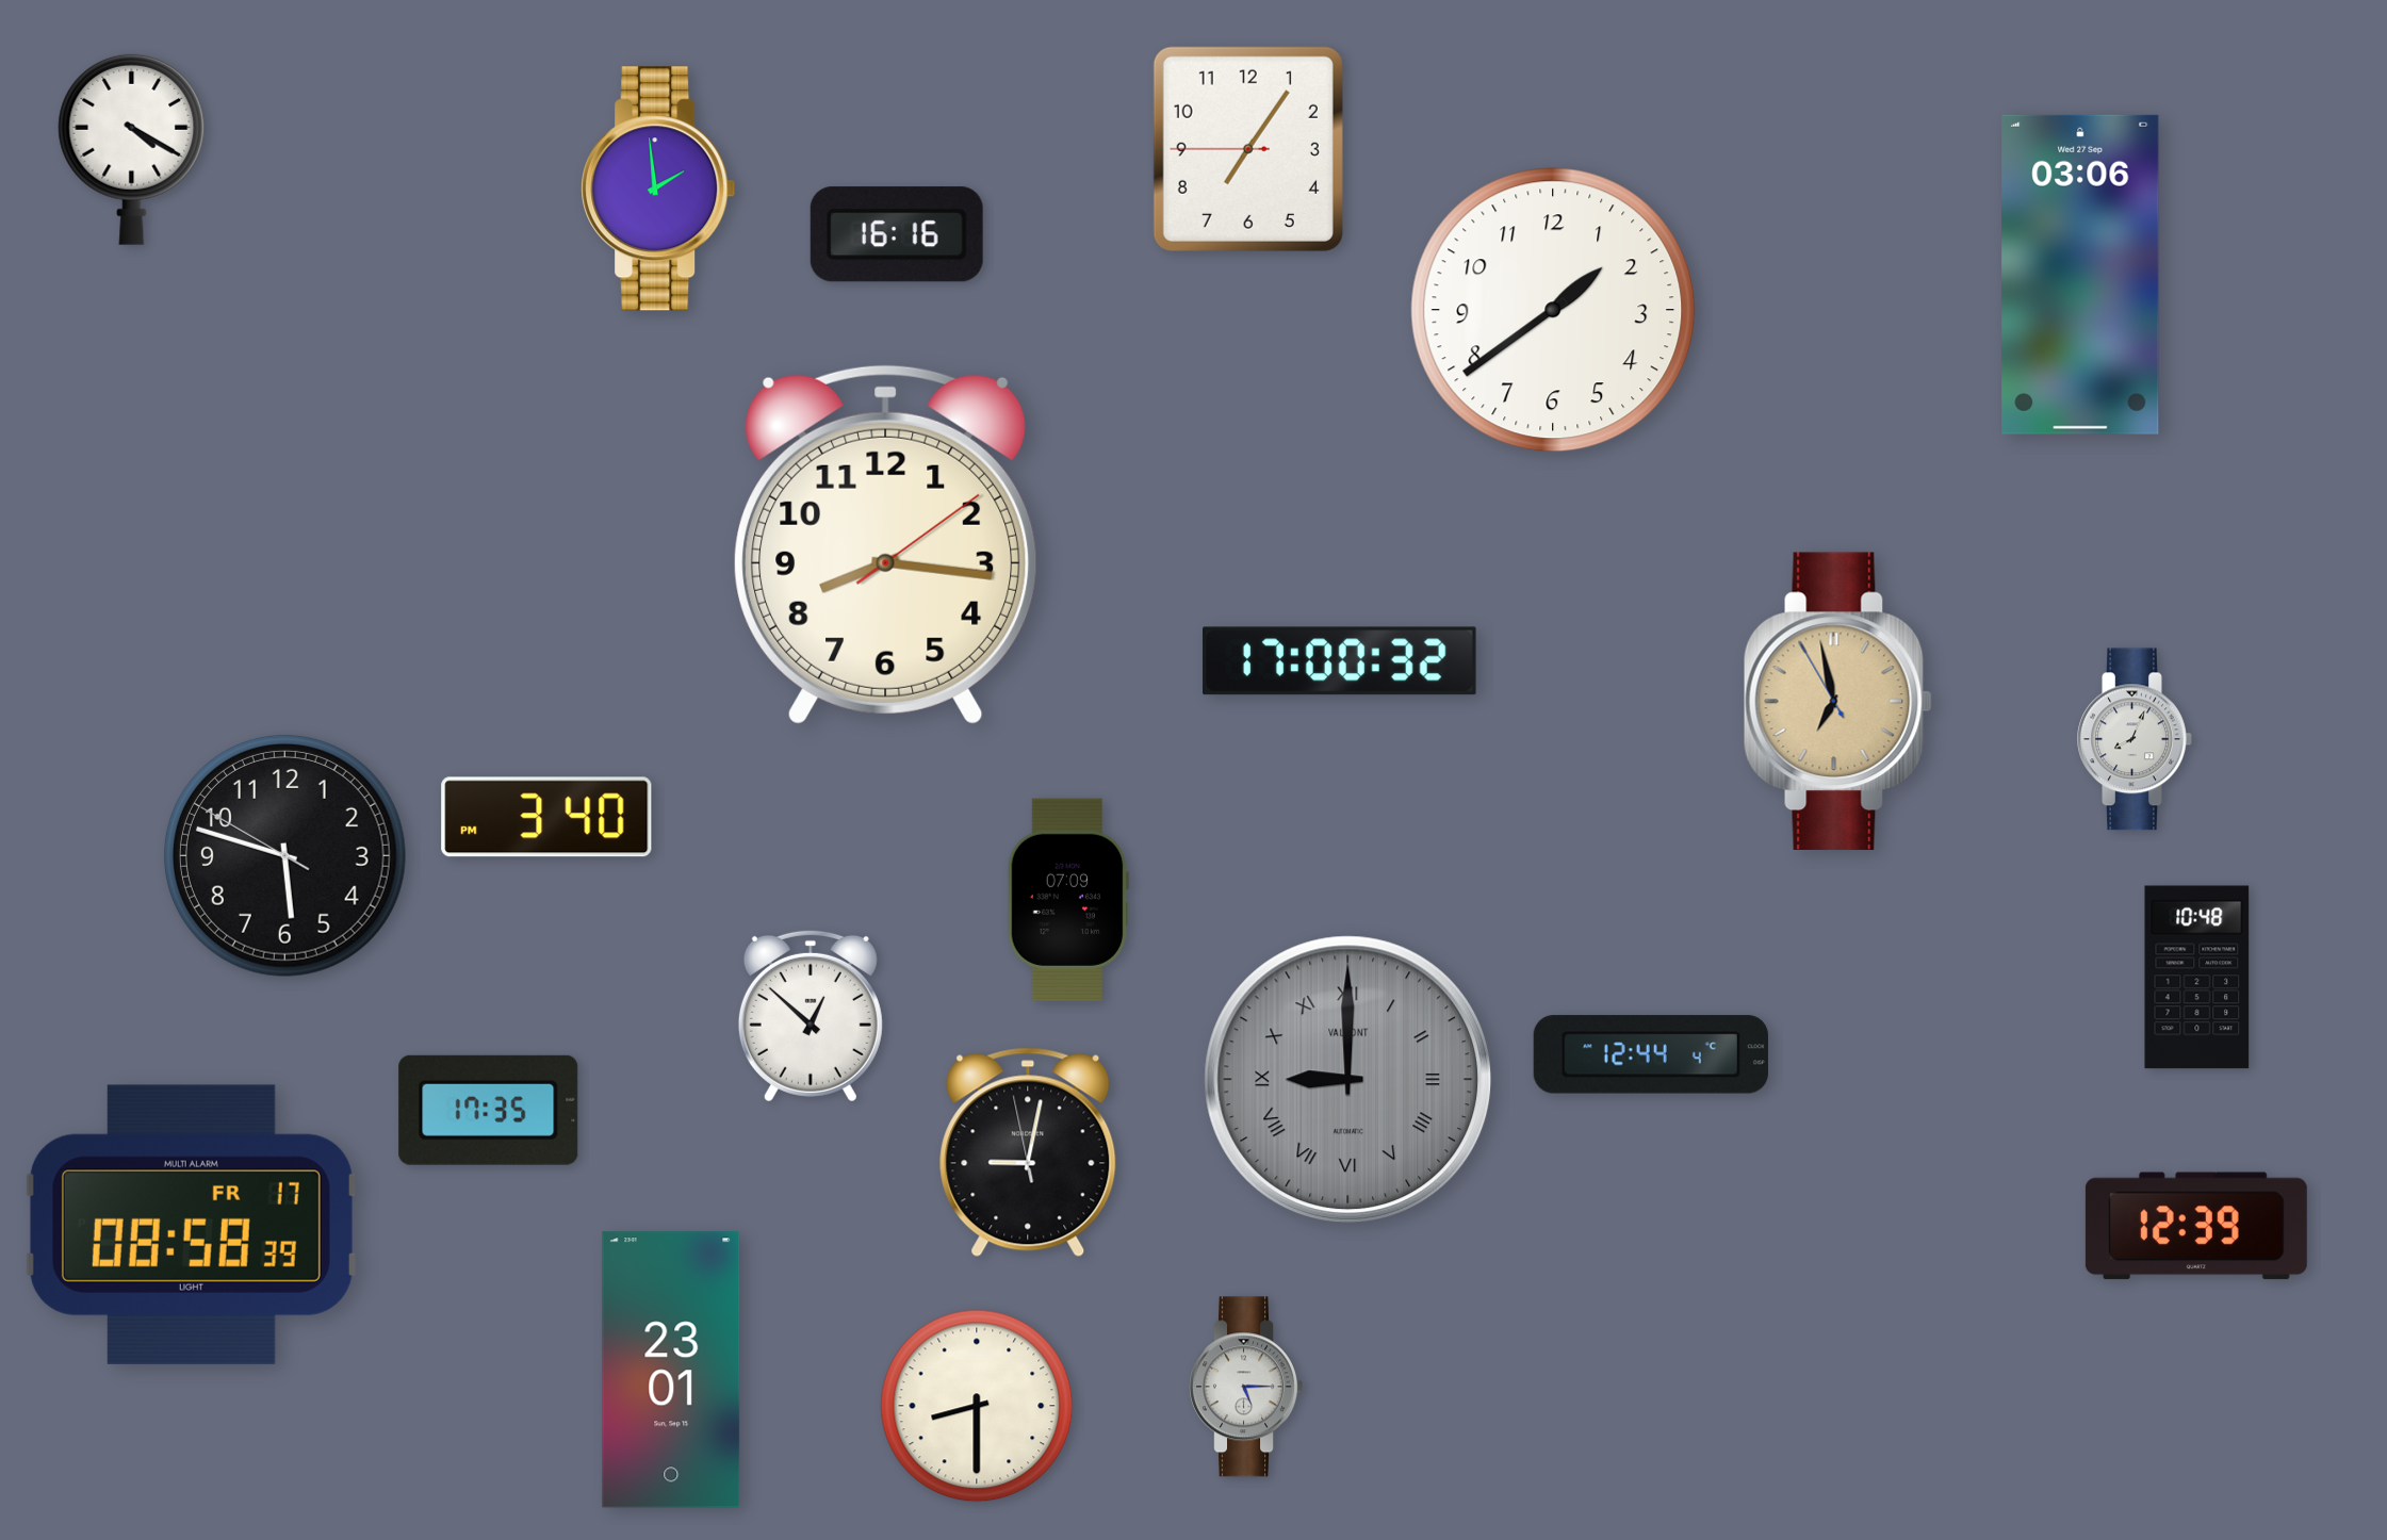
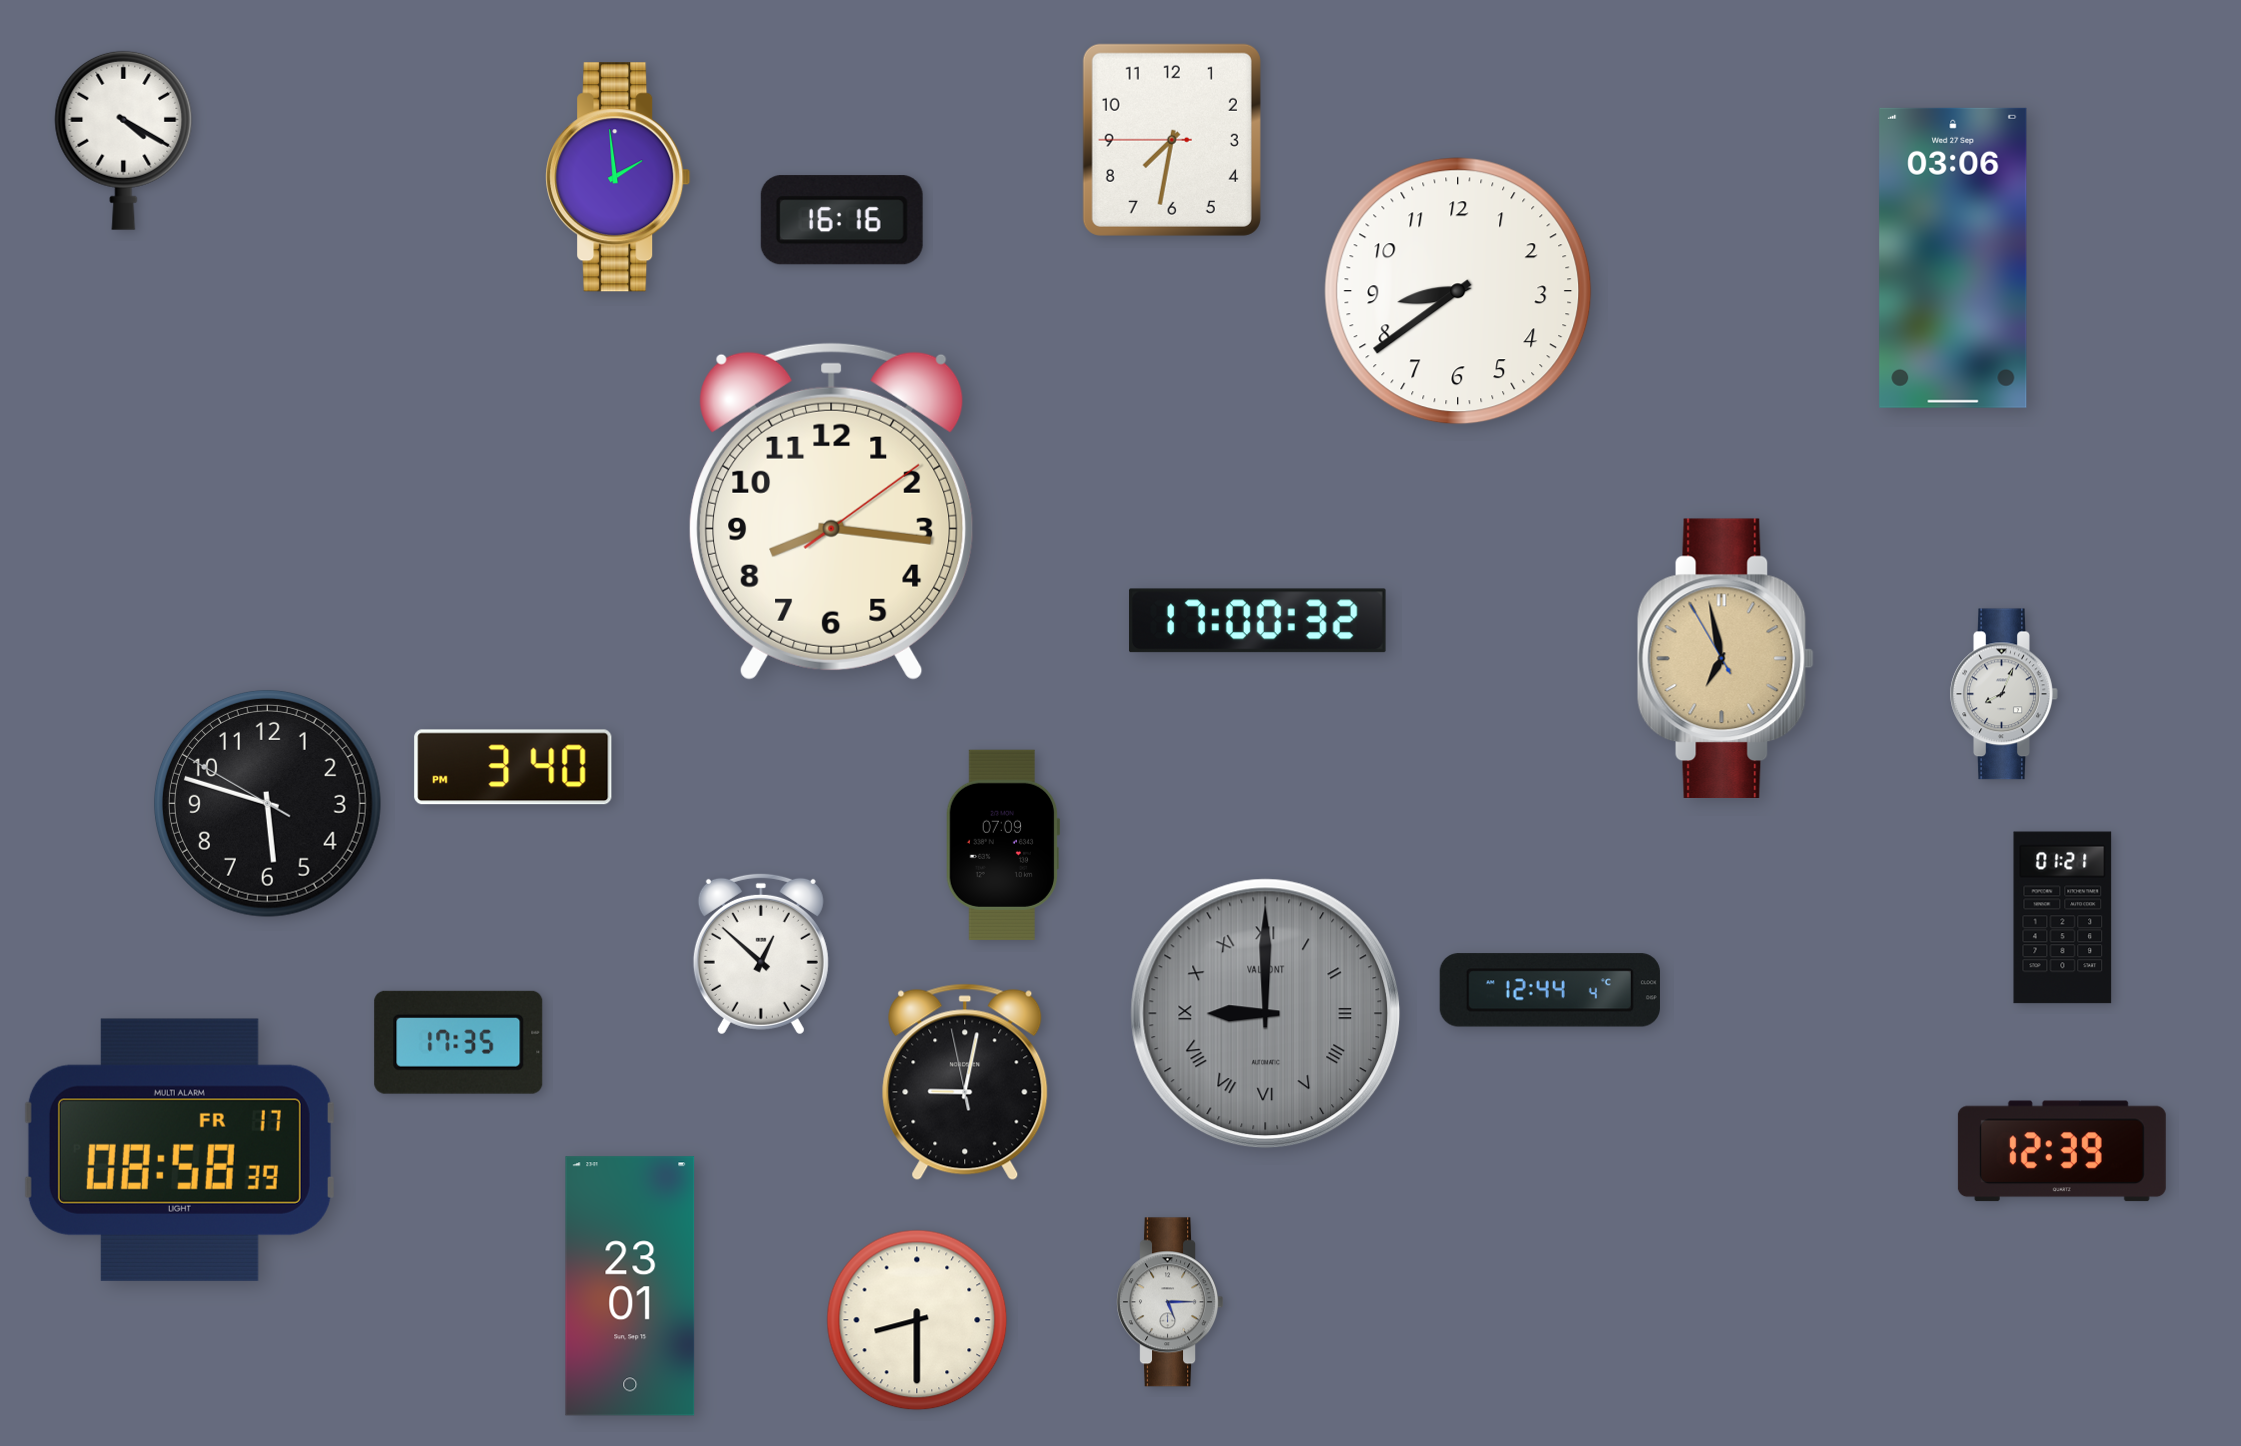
clock at (1248, 149): 7:05 -> 7:31
clock at (1553, 310): 1:39 -> 8:39
clock at (2197, 978): 10:48 -> 01:21
